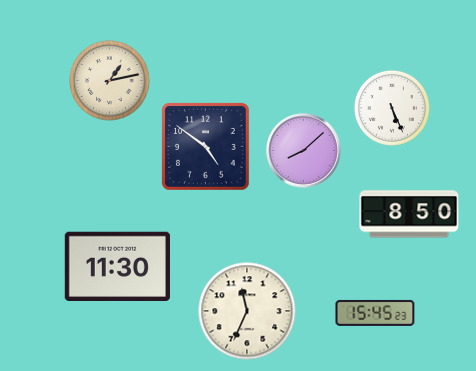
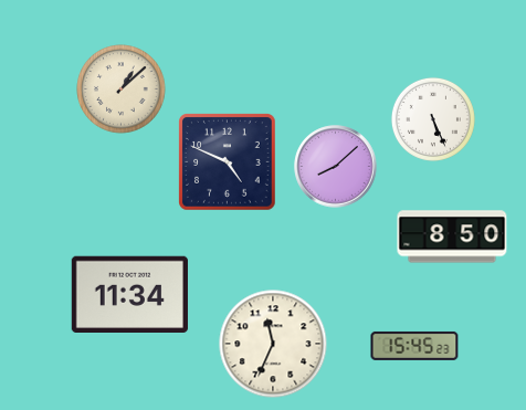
clock at (110, 81): 1:13 -> 1:08
clock at (206, 147): 4:51 -> 4:49
clock at (117, 266): 11:30 -> 11:34
